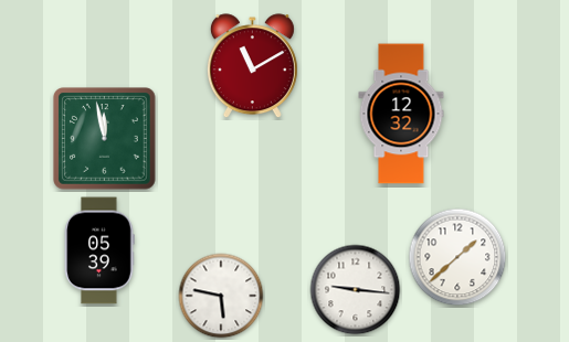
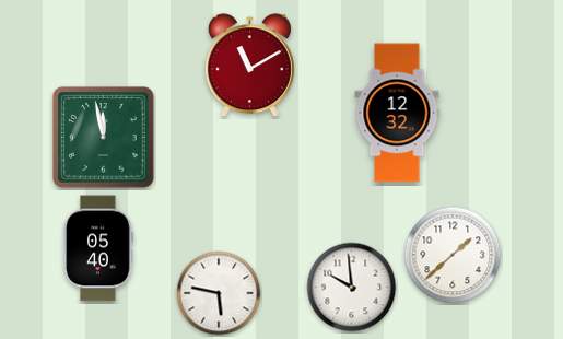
clock at (99, 250): 05:39 -> 05:40
clock at (356, 290): 9:16 -> 9:59
